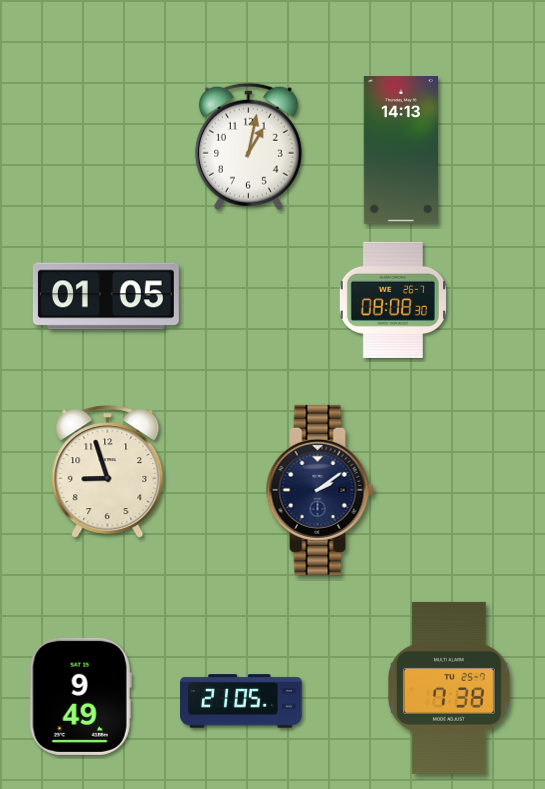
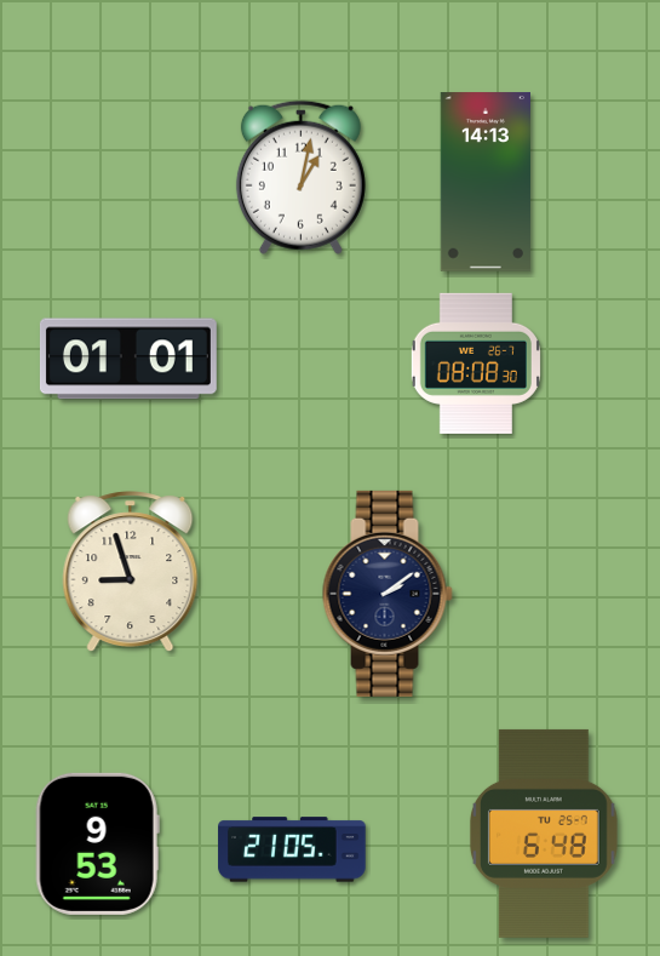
clock at (106, 296): 01:05 -> 01:01
clock at (449, 688): 7:38 -> 6:48
clock at (80, 696): 9:49 -> 9:53
